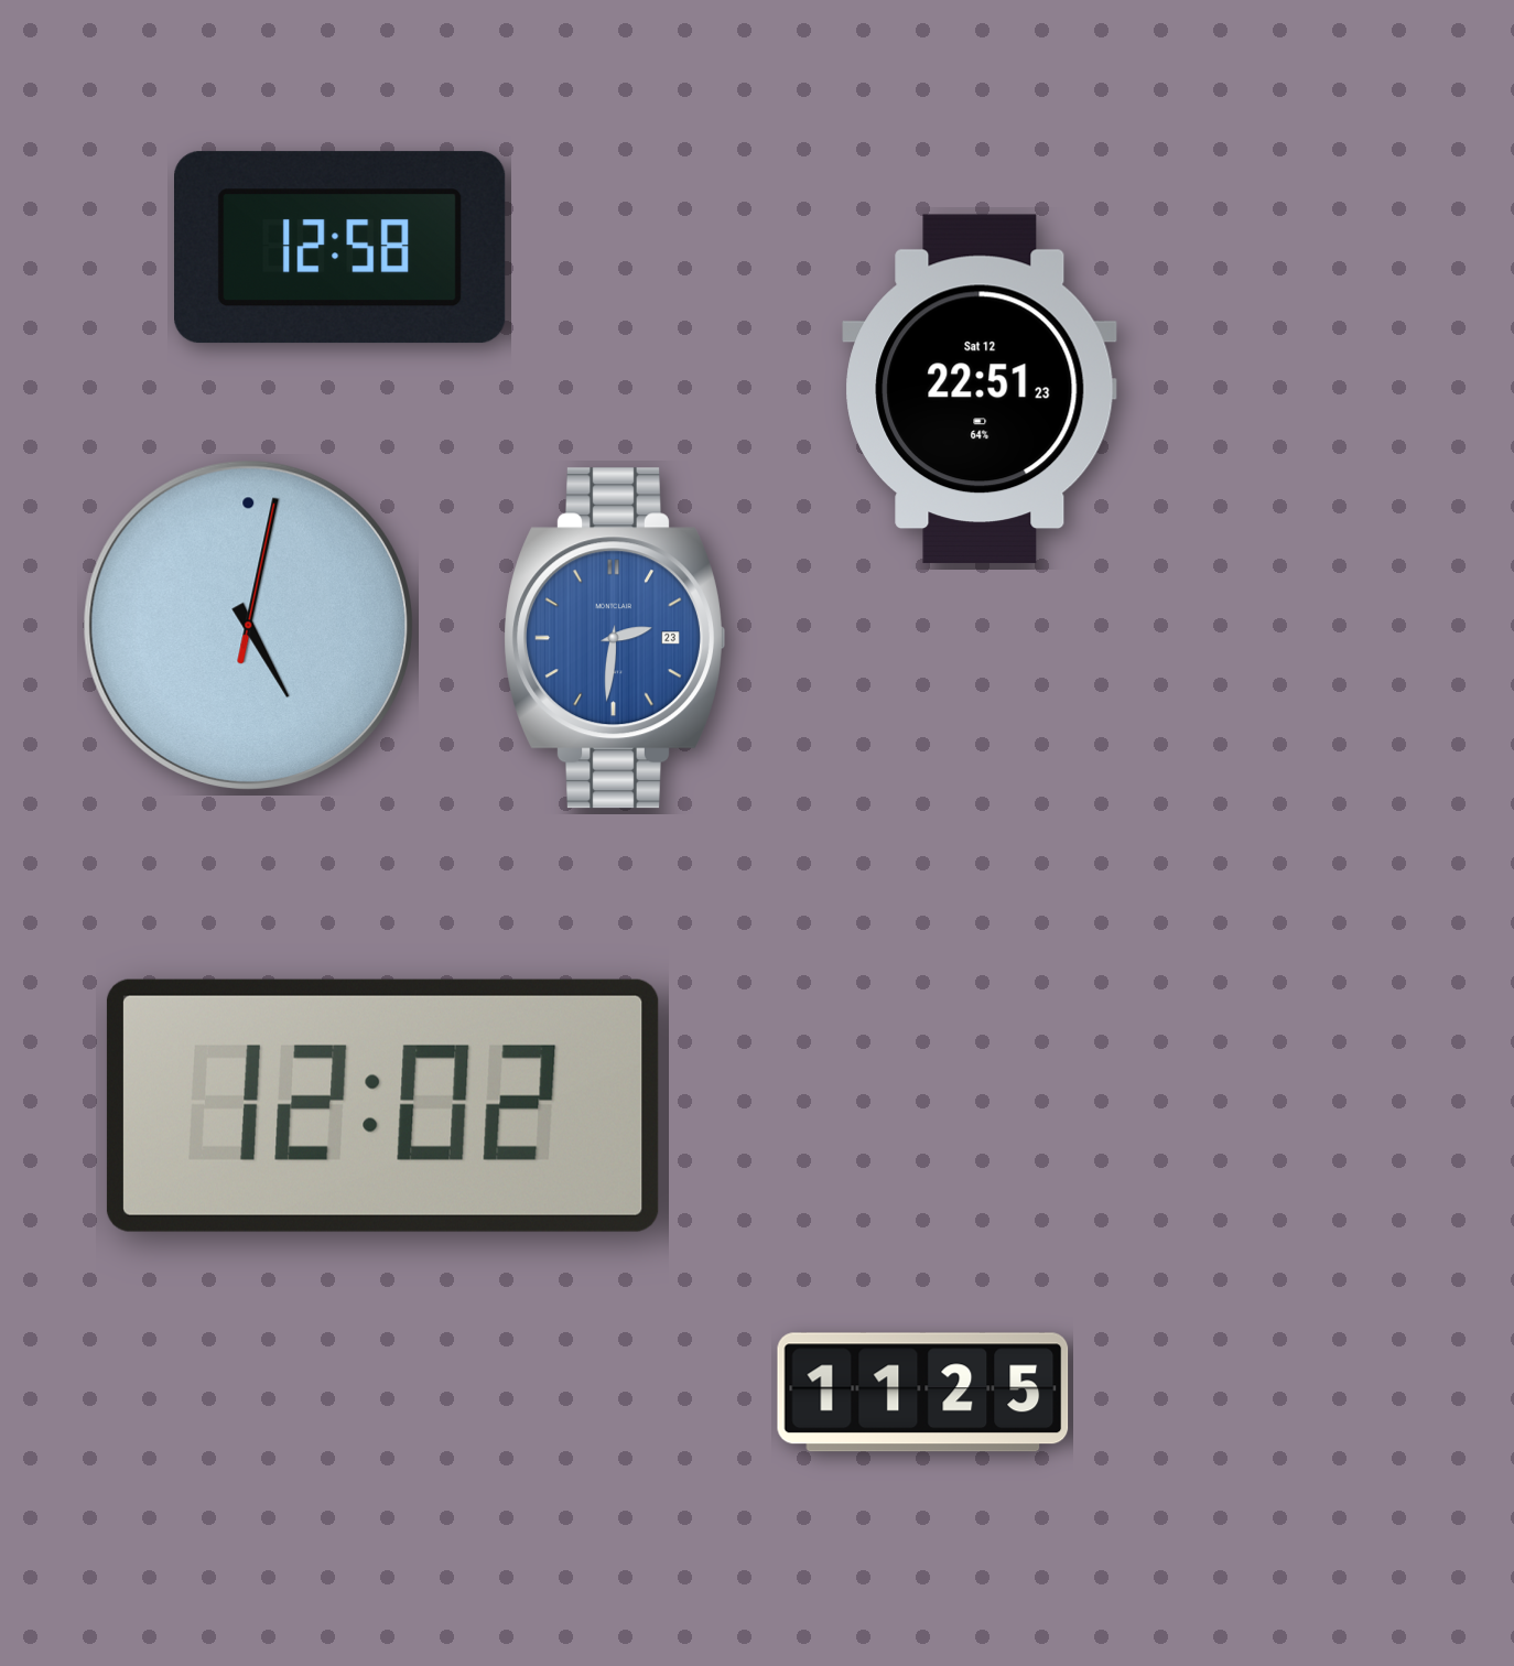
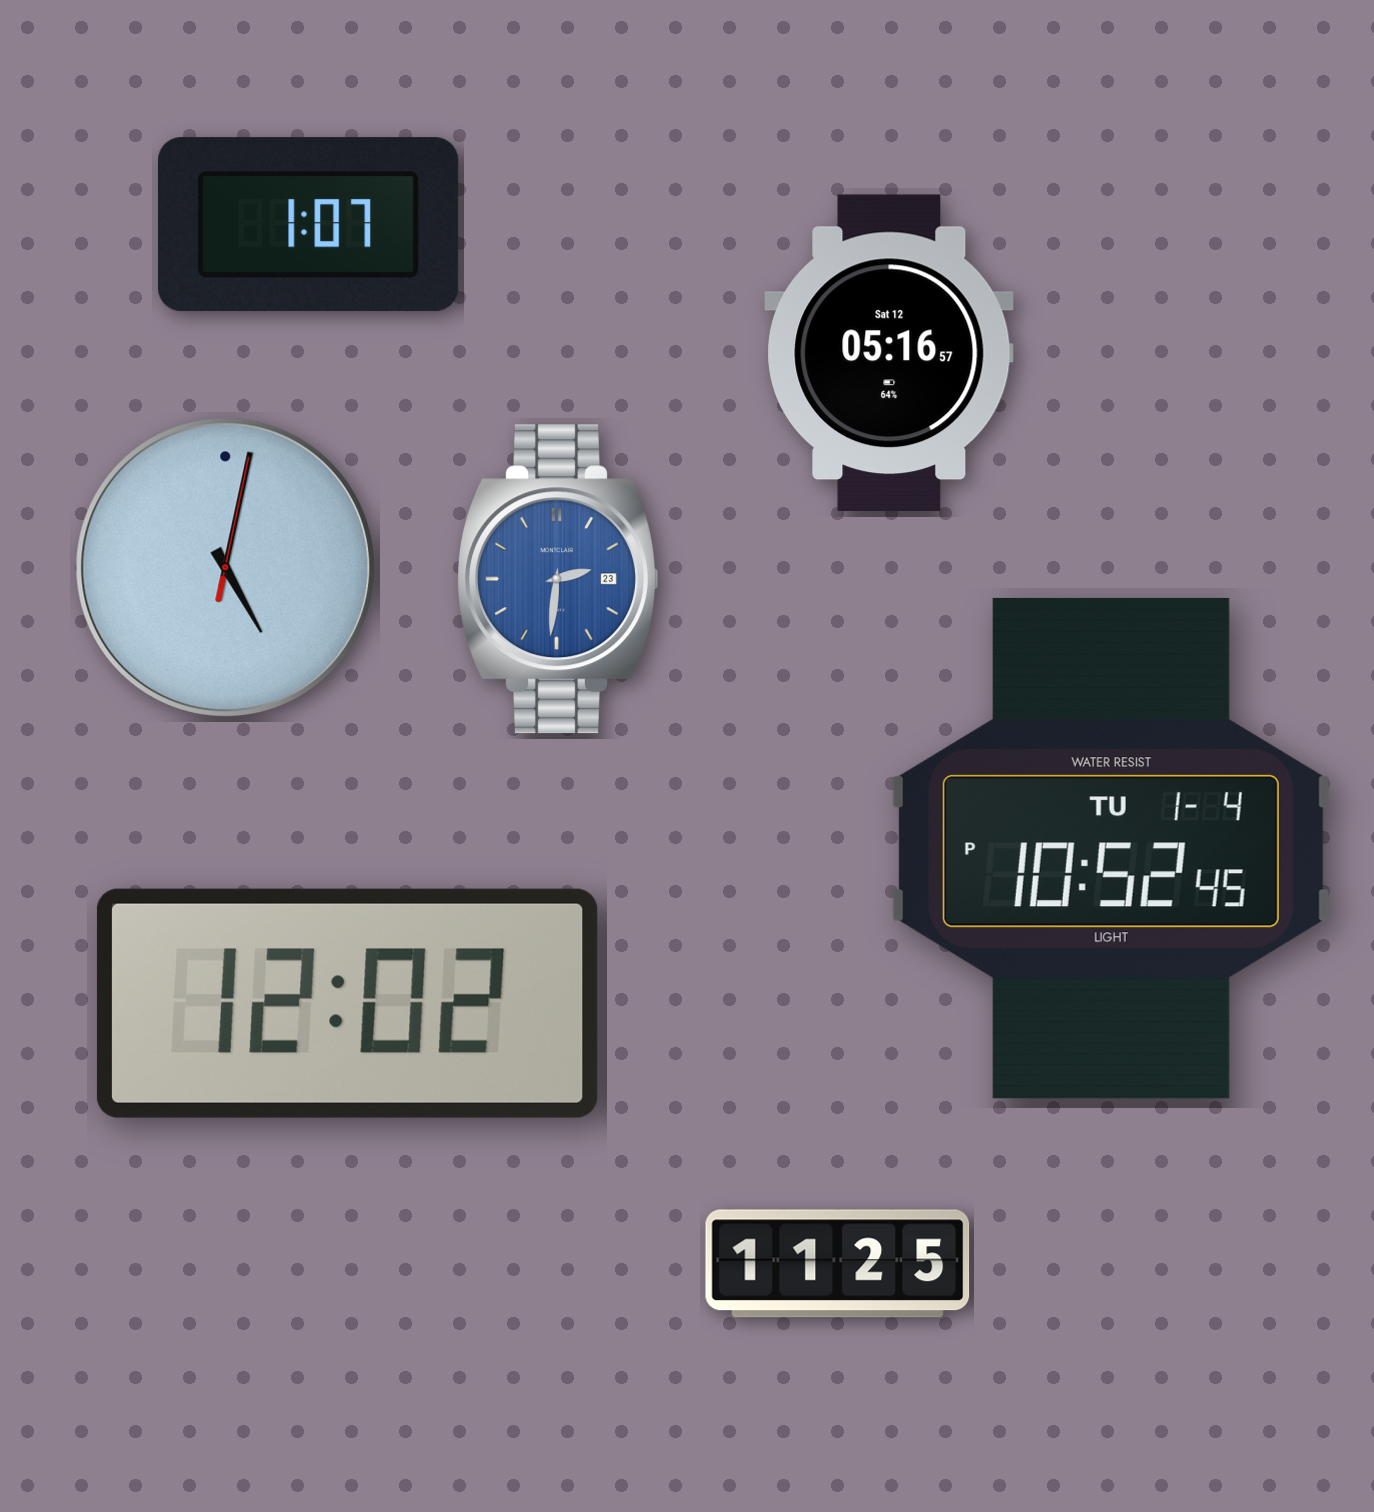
clock at (340, 248): 12:58 -> 1:07
clock at (980, 389): 22:51 -> 05:16
clock at (1111, 848): none -> 10:52
